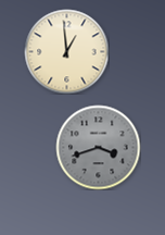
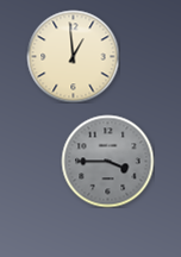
clock at (98, 147): 3:42 -> 3:45
